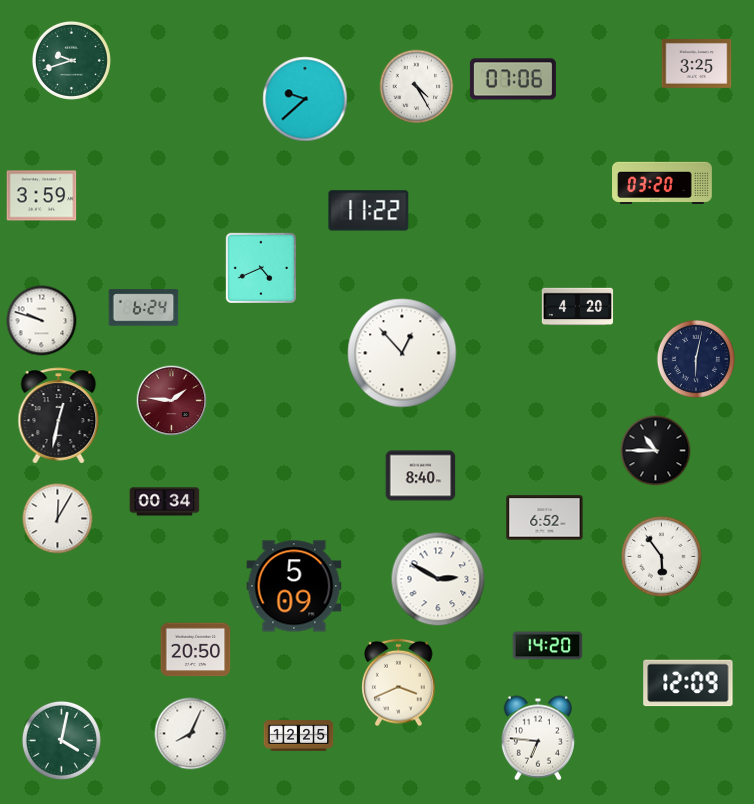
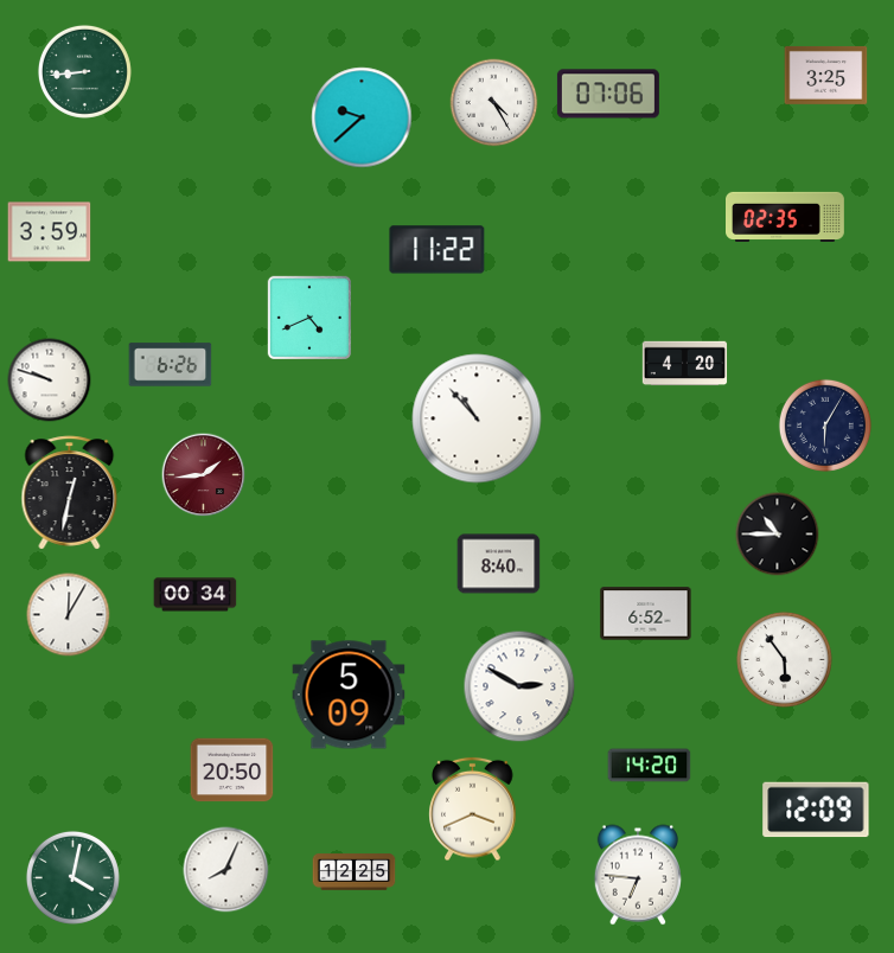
clock at (71, 60): 9:42 -> 8:44
clock at (663, 182): 03:20 -> 02:35
clock at (144, 308): 6:24 -> 6:26
clock at (402, 353): 12:53 -> 10:53
clock at (696, 359): 6:02 -> 6:05
clock at (172, 401): 1:46 -> 1:44
